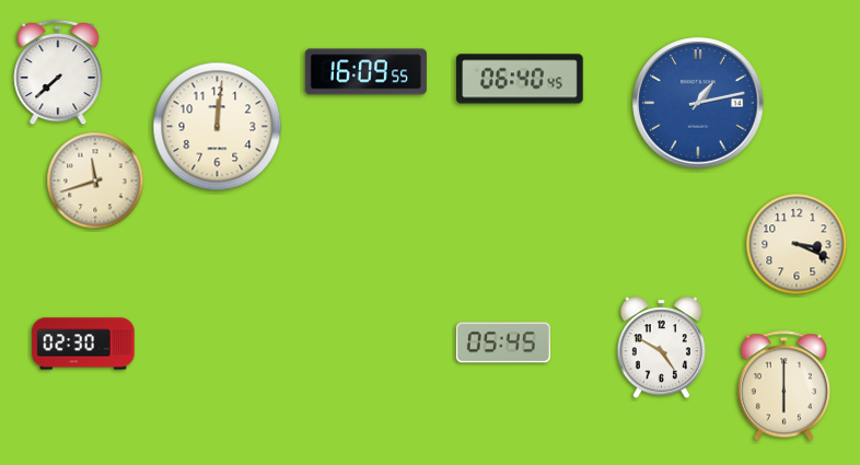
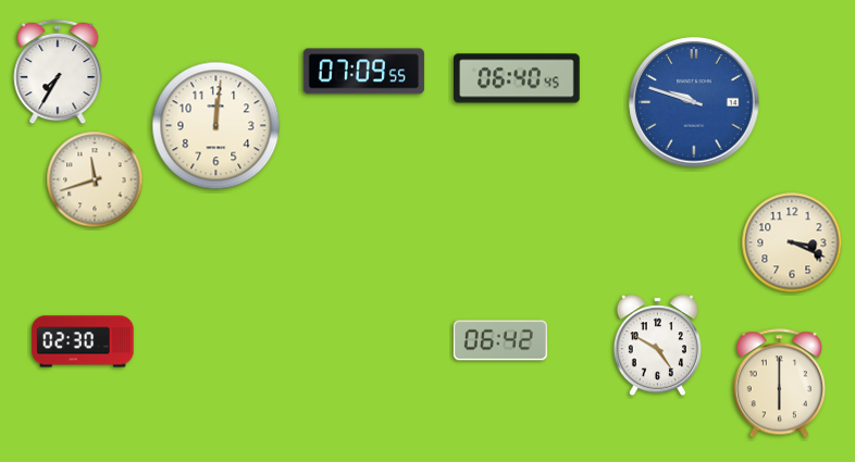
clock at (58, 72): 7:38 -> 7:35
clock at (365, 72): 16:09 -> 07:09
clock at (698, 103): 1:13 -> 9:48
clock at (503, 342): 05:45 -> 06:42
